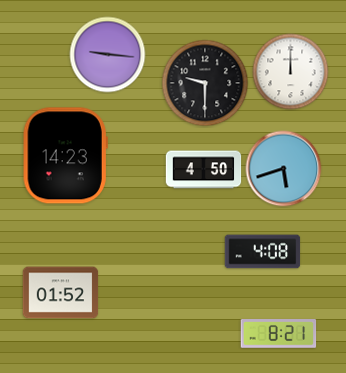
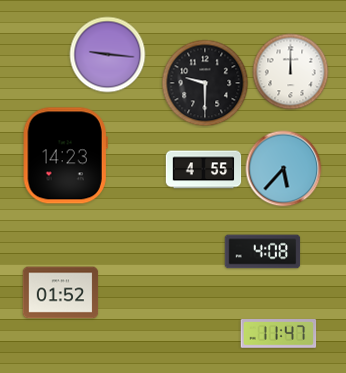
clock at (284, 169): 5:42 -> 5:37
clock at (204, 170): 4:50 -> 4:55
clock at (279, 334): 8:21 -> 11:47
